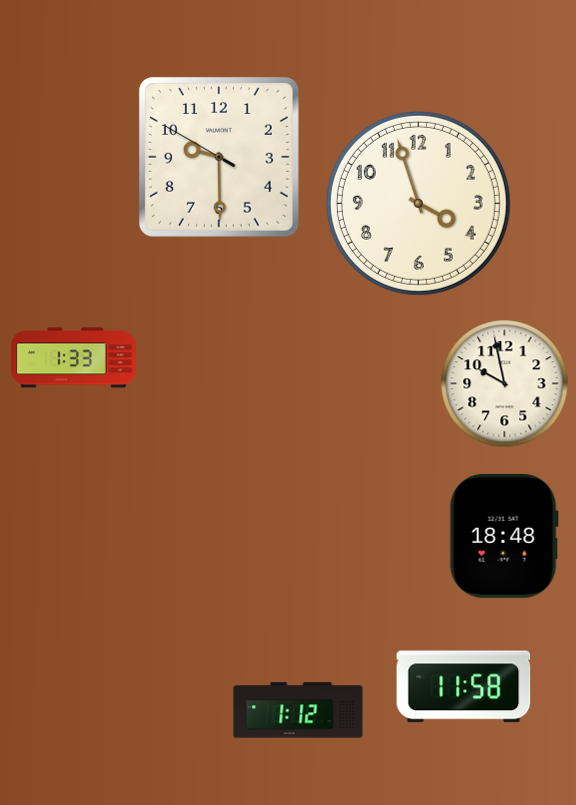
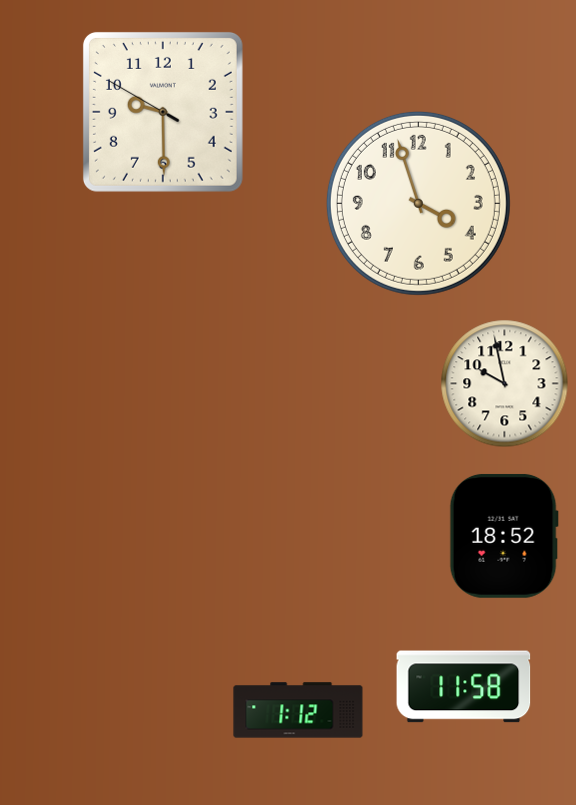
clock at (219, 157) position: (219, 157) -> (163, 112)
clock at (74, 358): 1:33 -> none
clock at (504, 536): 18:48 -> 18:52
